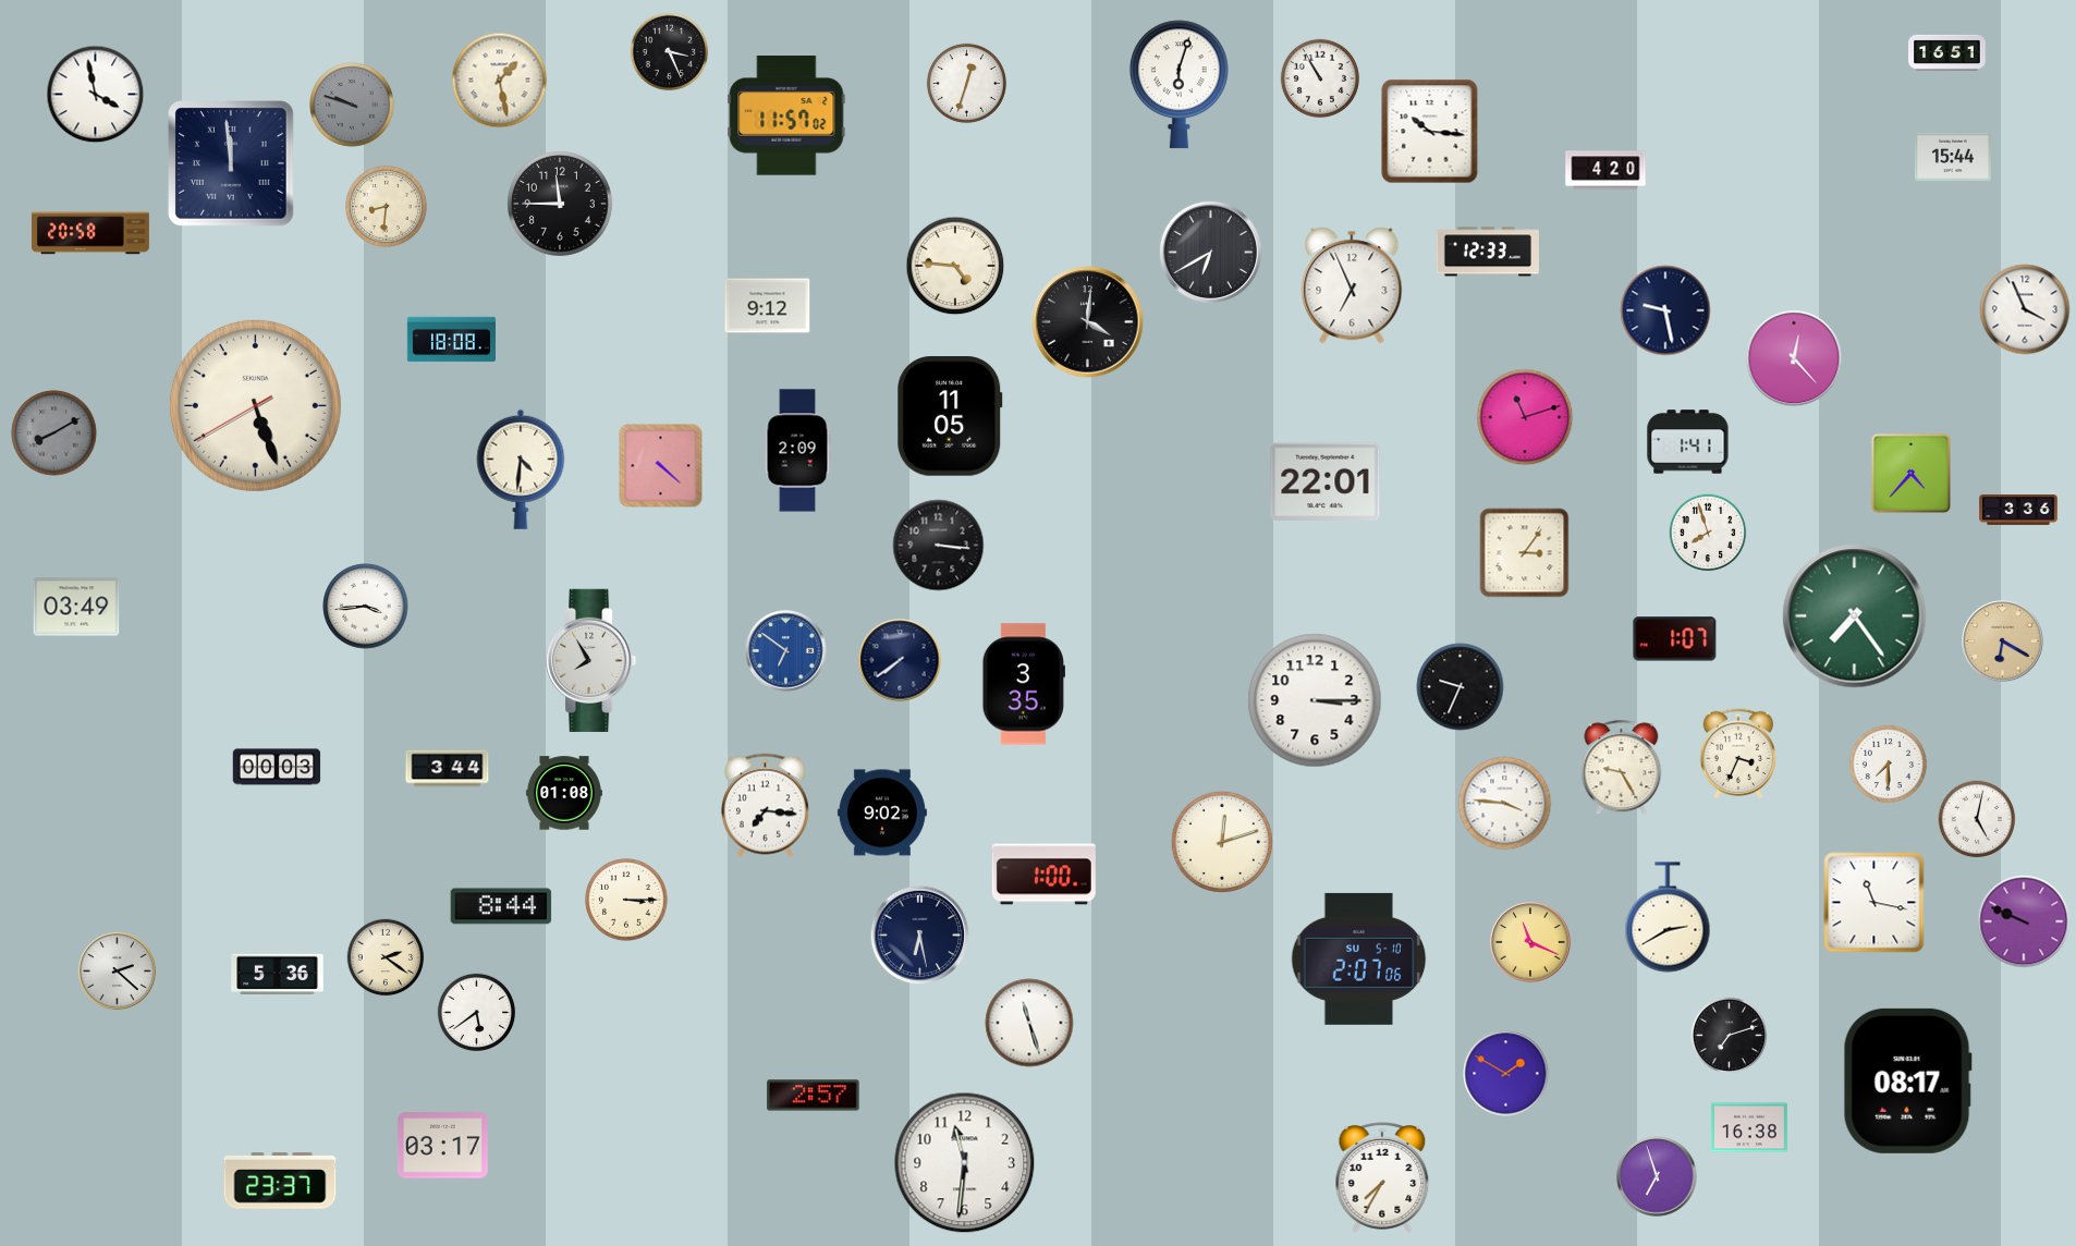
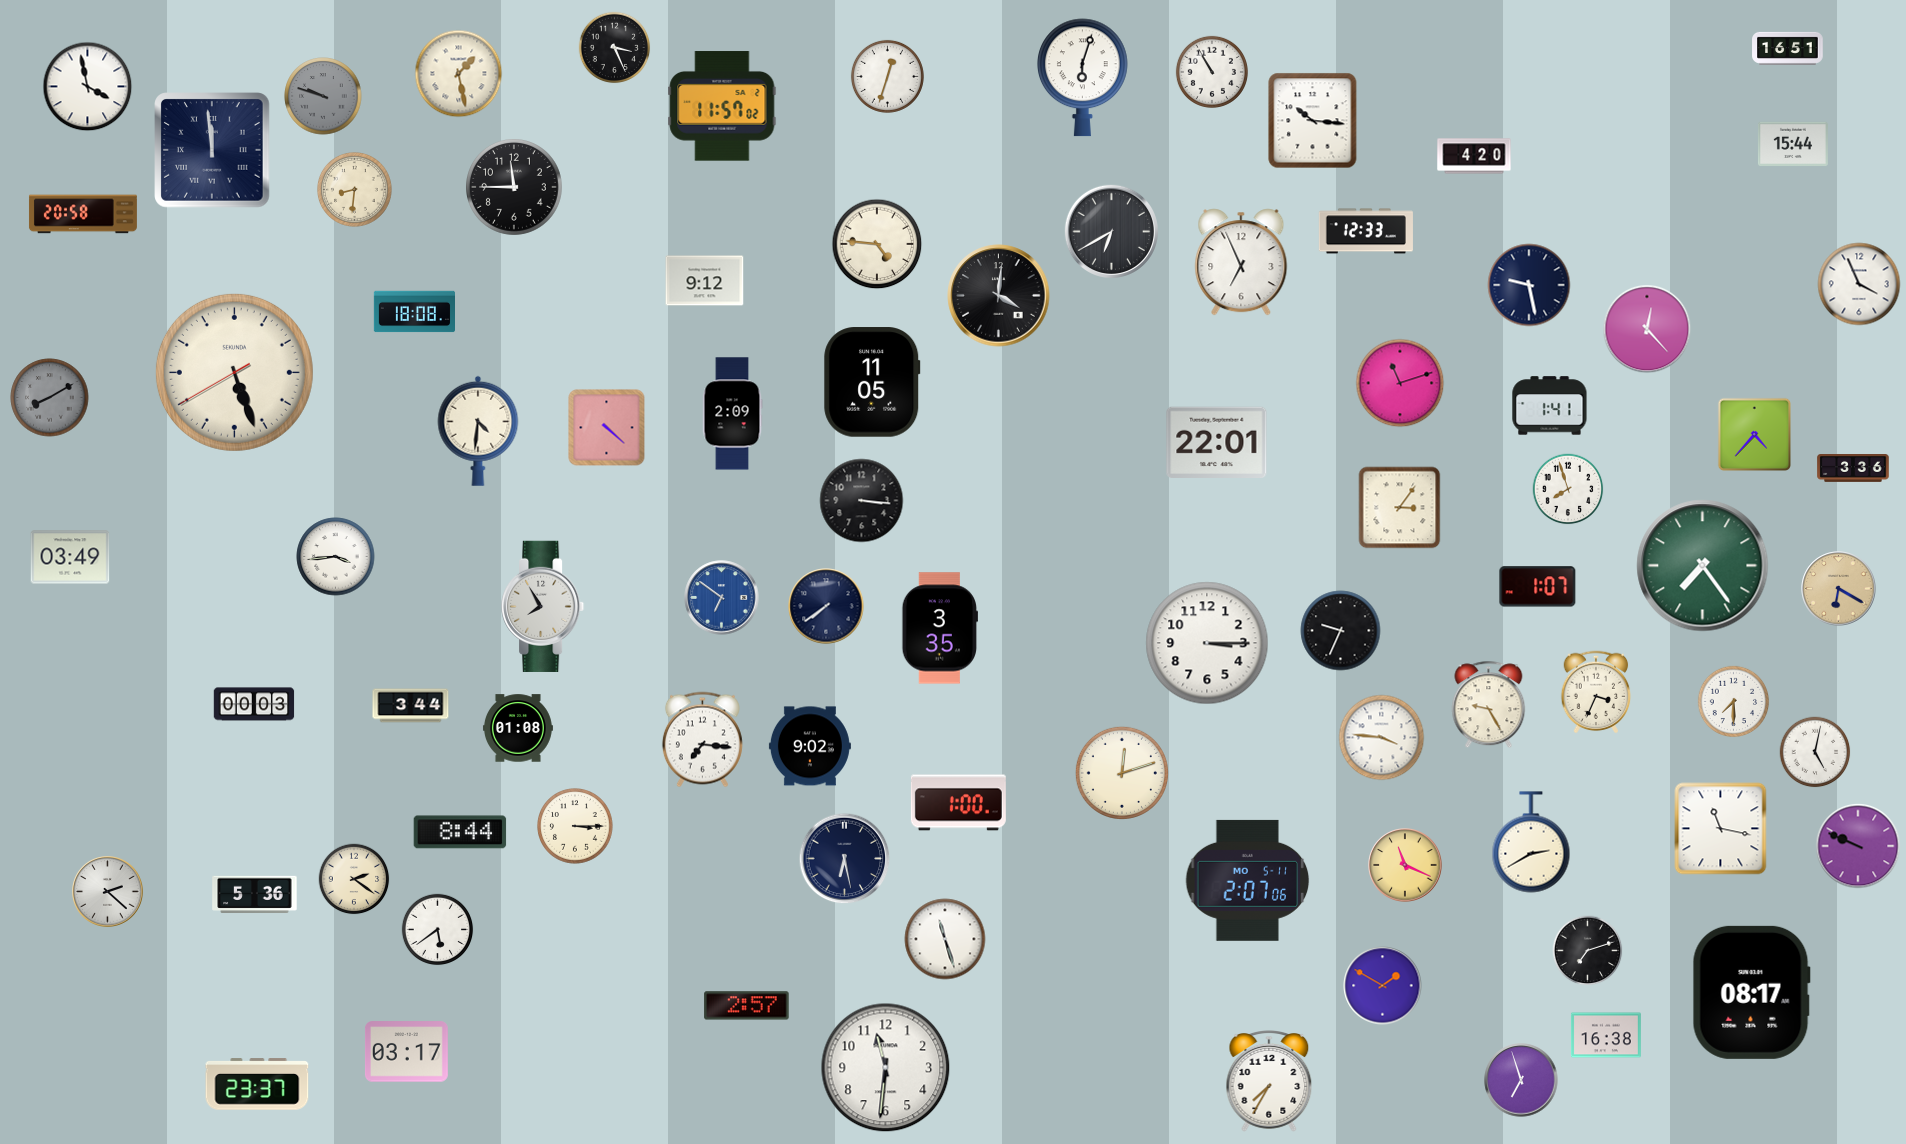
clock at (1359, 958) date: SU 5-10 -> MO 5-11
